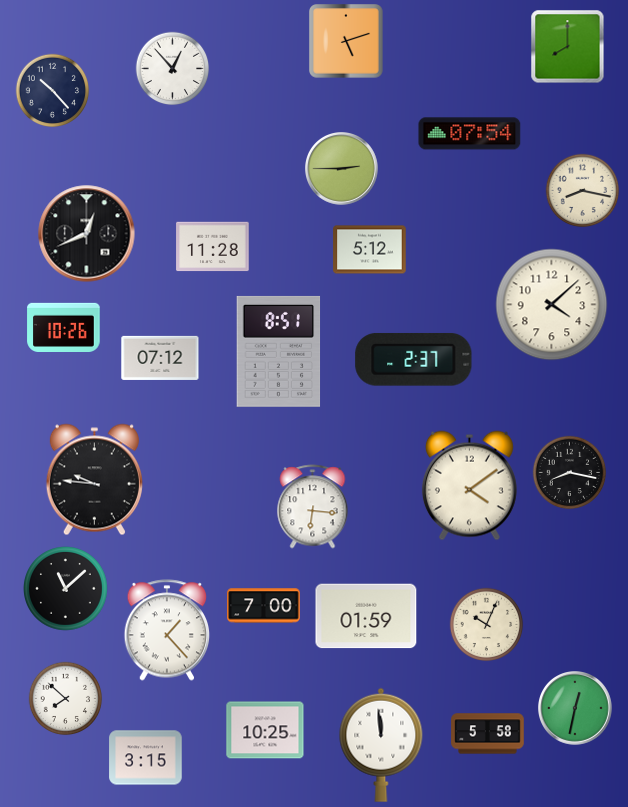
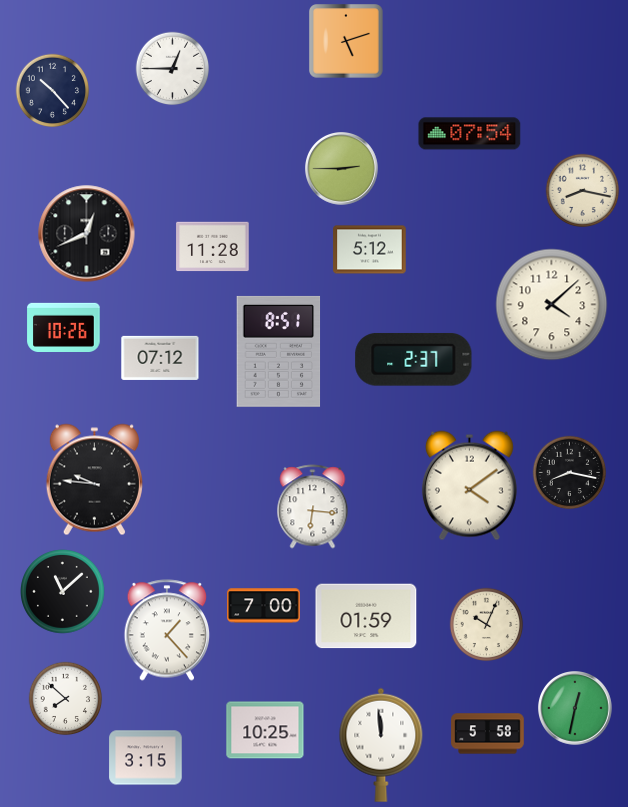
clock at (568, 47): 8:00 -> none
clock at (173, 69): 12:53 -> 12:45
clock at (66, 589) position: (66, 589) -> (63, 592)
